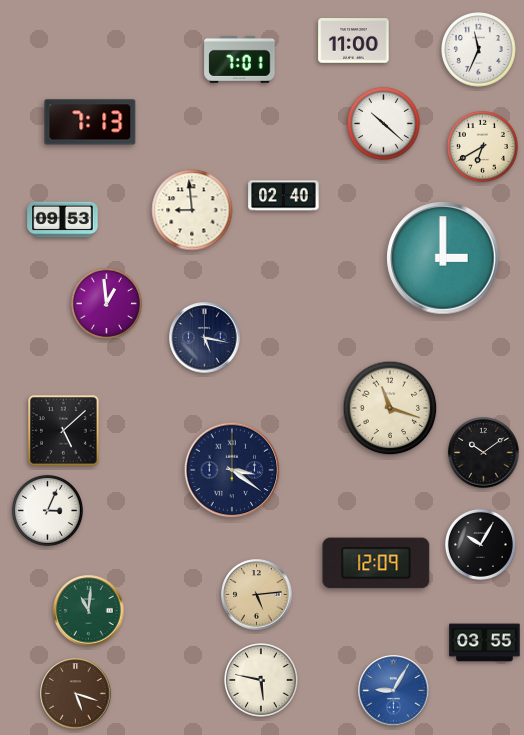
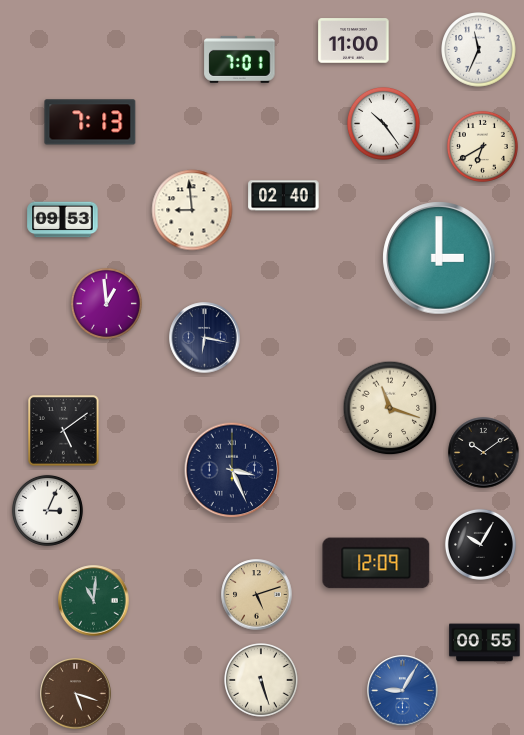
clock at (384, 124): 10:22 -> 10:24
clock at (443, 258) position: (443, 258) -> (439, 258)
clock at (205, 338): 5:17 -> 6:17
clock at (64, 431): 5:08 -> 5:09
clock at (232, 470): 3:21 -> 3:26
clock at (257, 595): 5:14 -> 5:12
clock at (89, 611) position: (89, 611) -> (94, 601)
clock at (485, 643): 03:55 -> 00:55
clock at (262, 681): 5:47 -> 5:27
clock at (394, 691) position: (394, 691) -> (403, 691)
